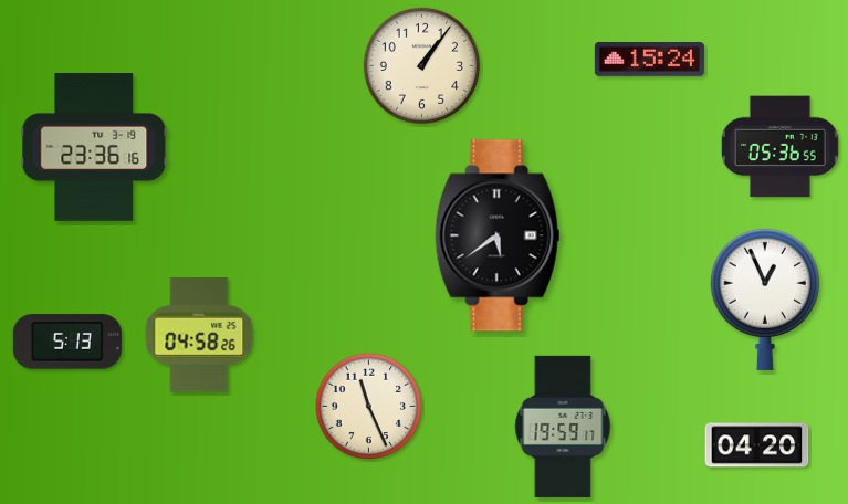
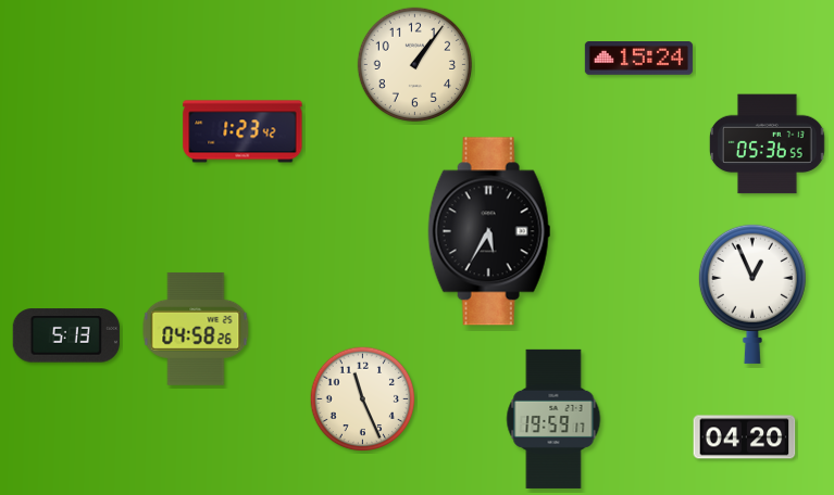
clock at (242, 131): none -> 1:23
clock at (94, 147): 23:36 -> none
clock at (498, 235): 5:39 -> 5:35
